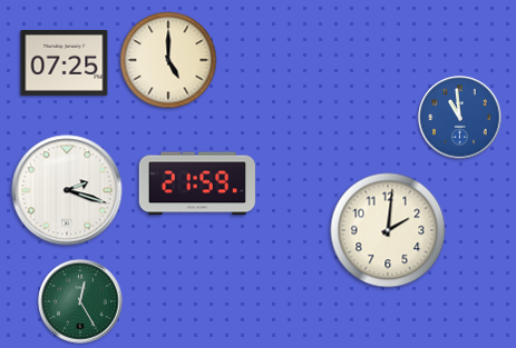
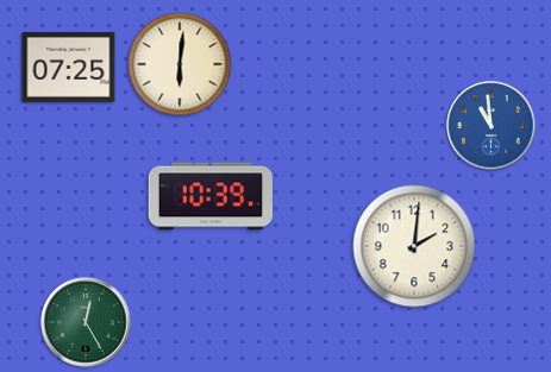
clock at (168, 60): 5:00 -> 6:01
clock at (197, 183): 21:59 -> 10:39
clock at (67, 190): 2:18 -> none
